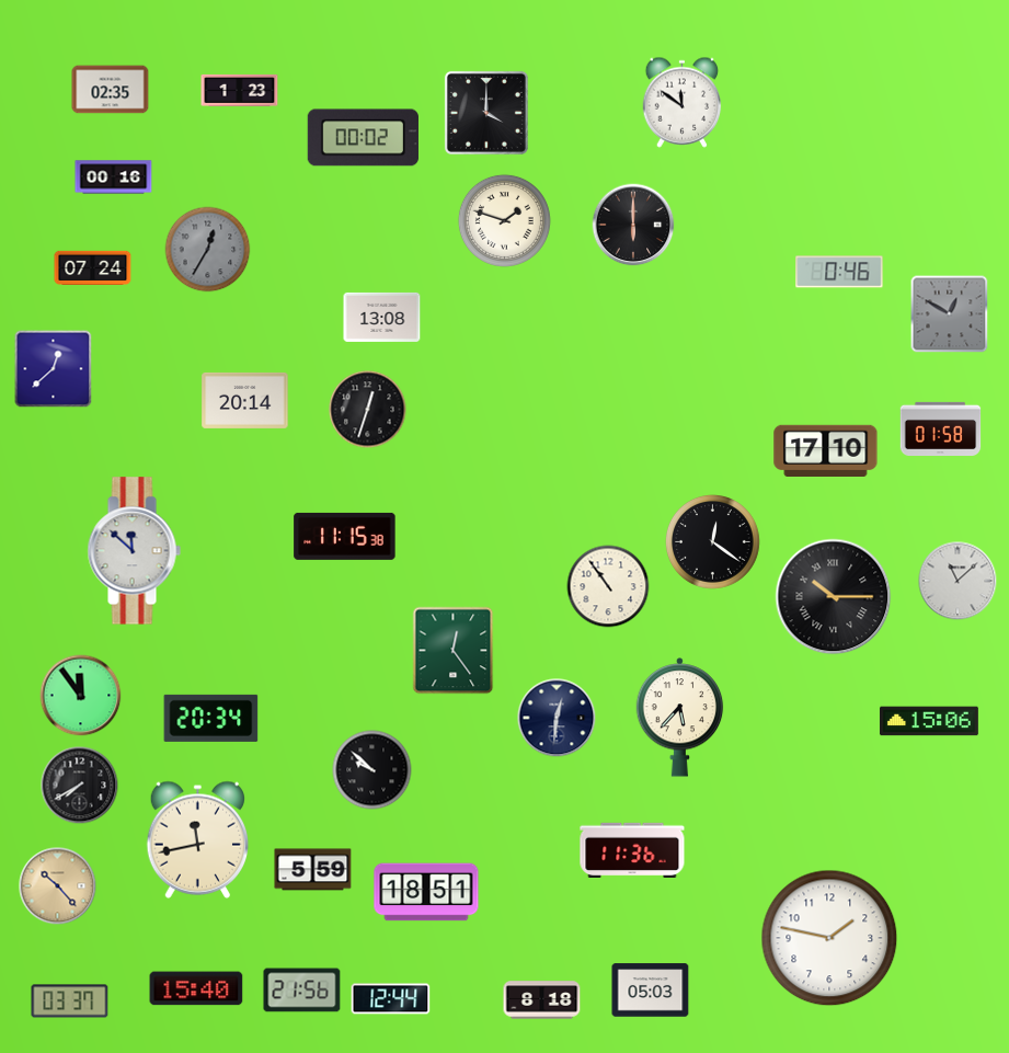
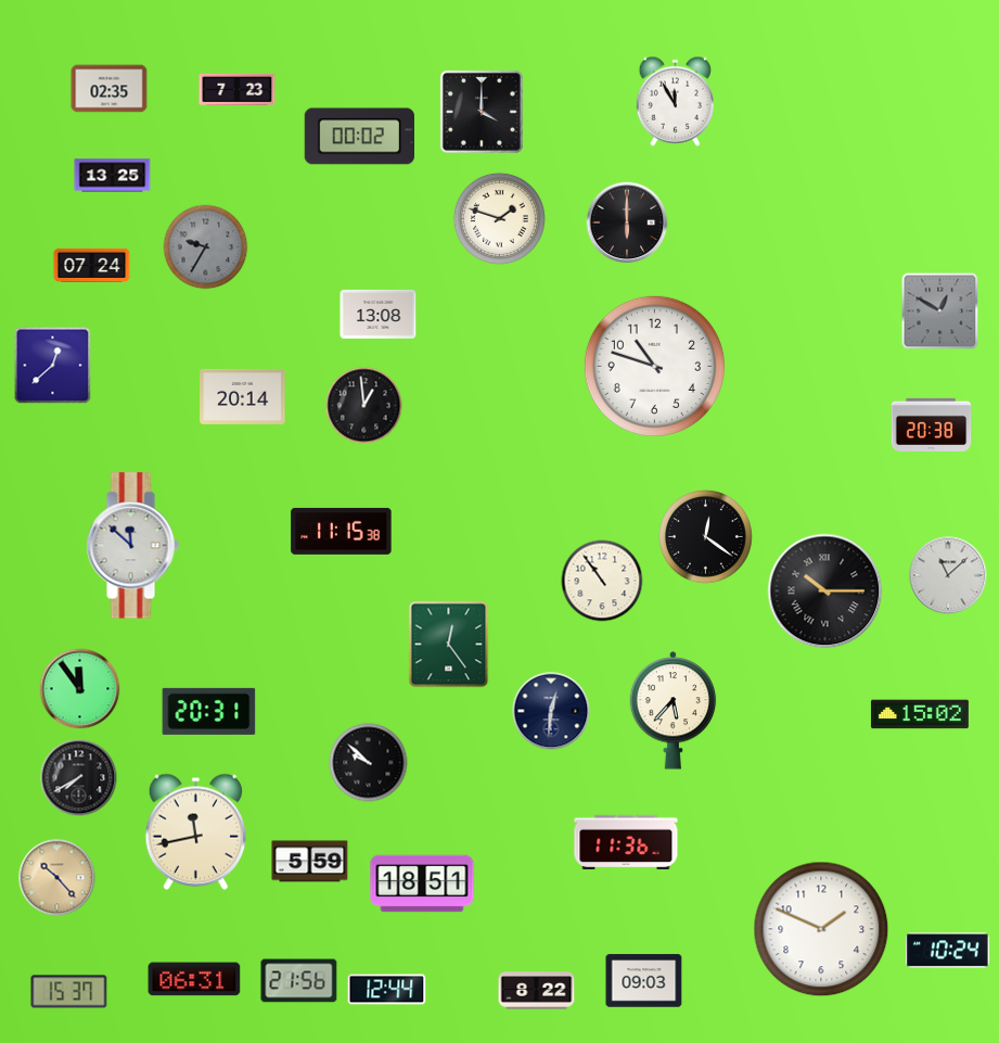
clock at (240, 90): 1:23 -> 7:23
clock at (683, 102): 11:51 -> 11:55
clock at (114, 178): 00:16 -> 13:25
clock at (208, 250): 12:35 -> 9:35
clock at (839, 272): 0:46 -> none
clock at (654, 366): none -> 10:48
clock at (368, 410): 12:33 -> 12:59
clock at (941, 428): 01:58 -> 20:38
clock at (826, 450): 17:10 -> none
clock at (211, 718): 20:34 -> 20:31
clock at (929, 721): 15:06 -> 15:02
clock at (829, 938): 1:47 -> 1:49
clock at (948, 951): none -> 10:24
clock at (196, 988): 15:40 -> 06:31
clock at (651, 991): 05:03 -> 09:03
clock at (542, 1000): 8:18 -> 8:22
clock at (70, 1002): 03:37 -> 15:37
